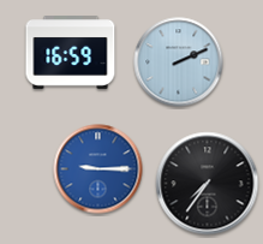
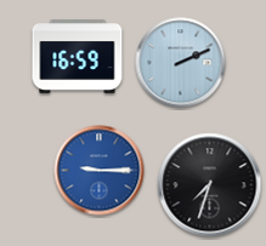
clock at (71, 53) position: (71, 53) -> (78, 57)
clock at (208, 184): 7:36 -> 7:33
